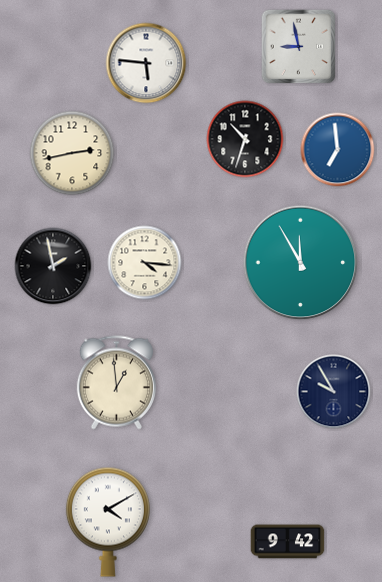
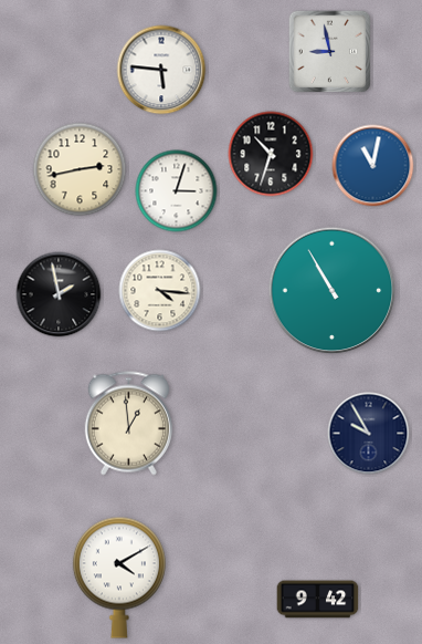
clock at (338, 150): 6:59 -> 11:02
clock at (177, 191): none -> 3:03
clock at (301, 263): 11:55 -> 10:55
